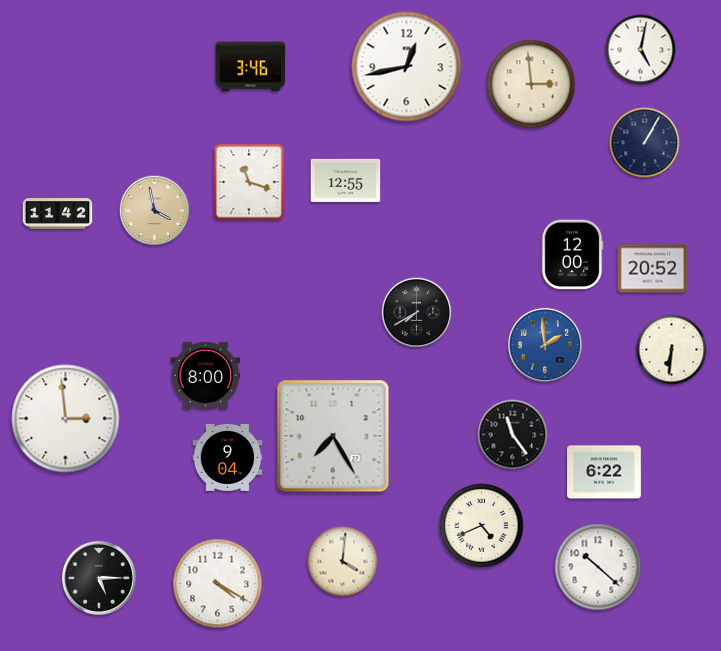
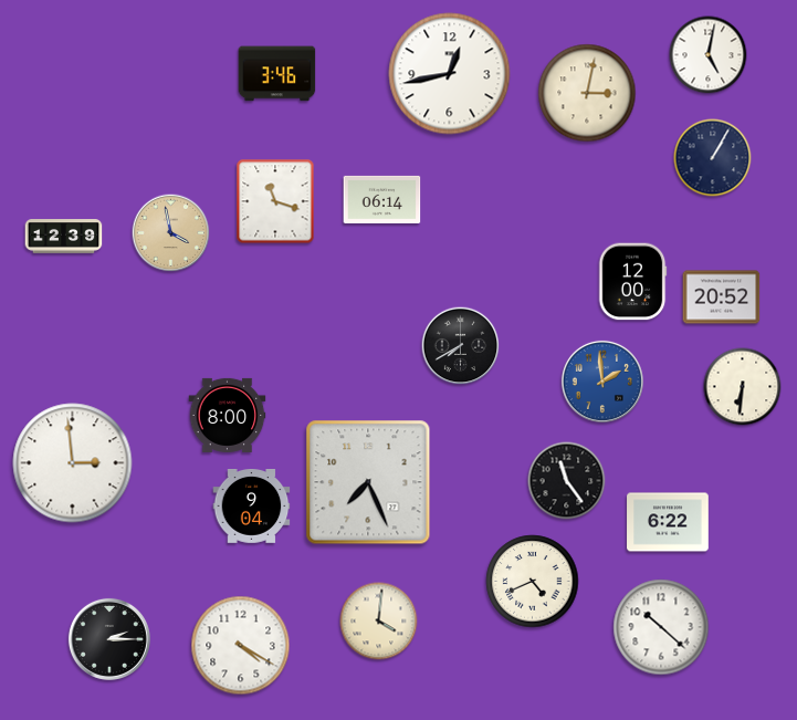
clock at (531, 84): 2:59 -> 3:02
clock at (346, 180): 12:55 -> 06:14
clock at (58, 214): 11:42 -> 12:39
clock at (333, 436): 7:25 -> 7:26
clock at (99, 578): 5:15 -> 2:15
